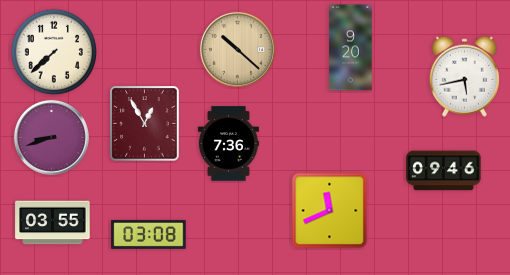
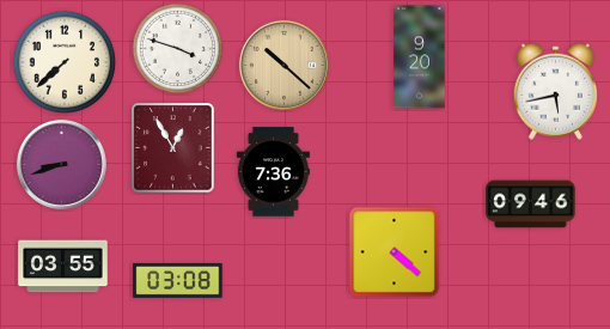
clock at (178, 49): none -> 3:48
clock at (237, 49) position: (237, 49) -> (283, 65)
clock at (330, 211): 11:41 -> 4:22
